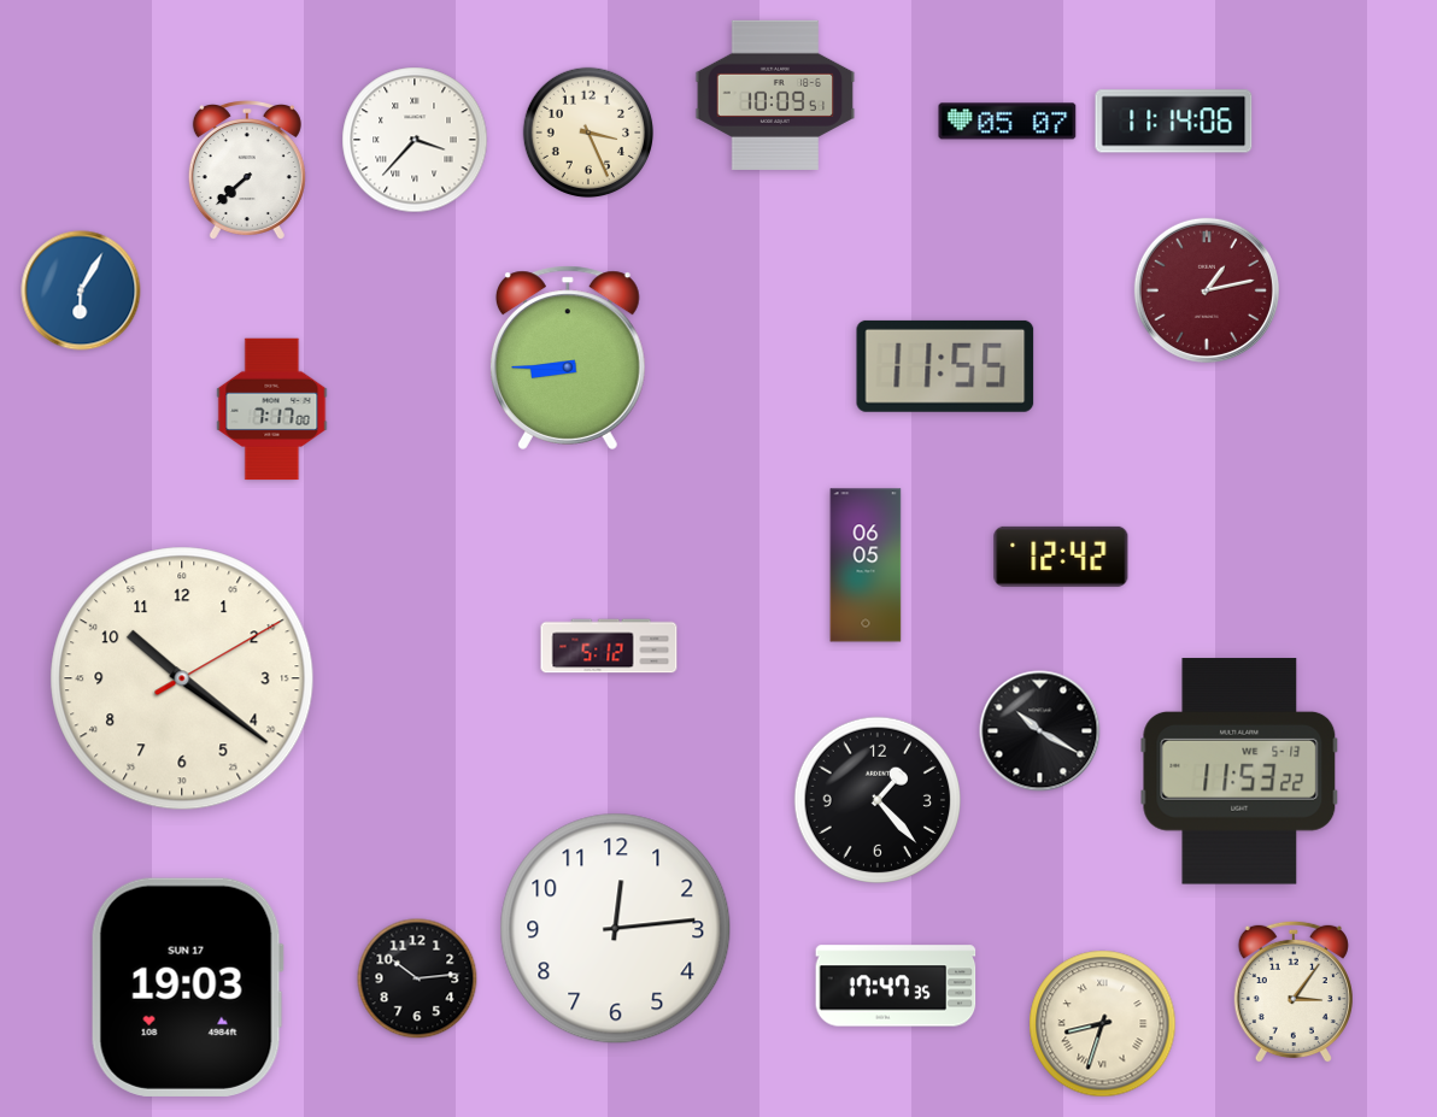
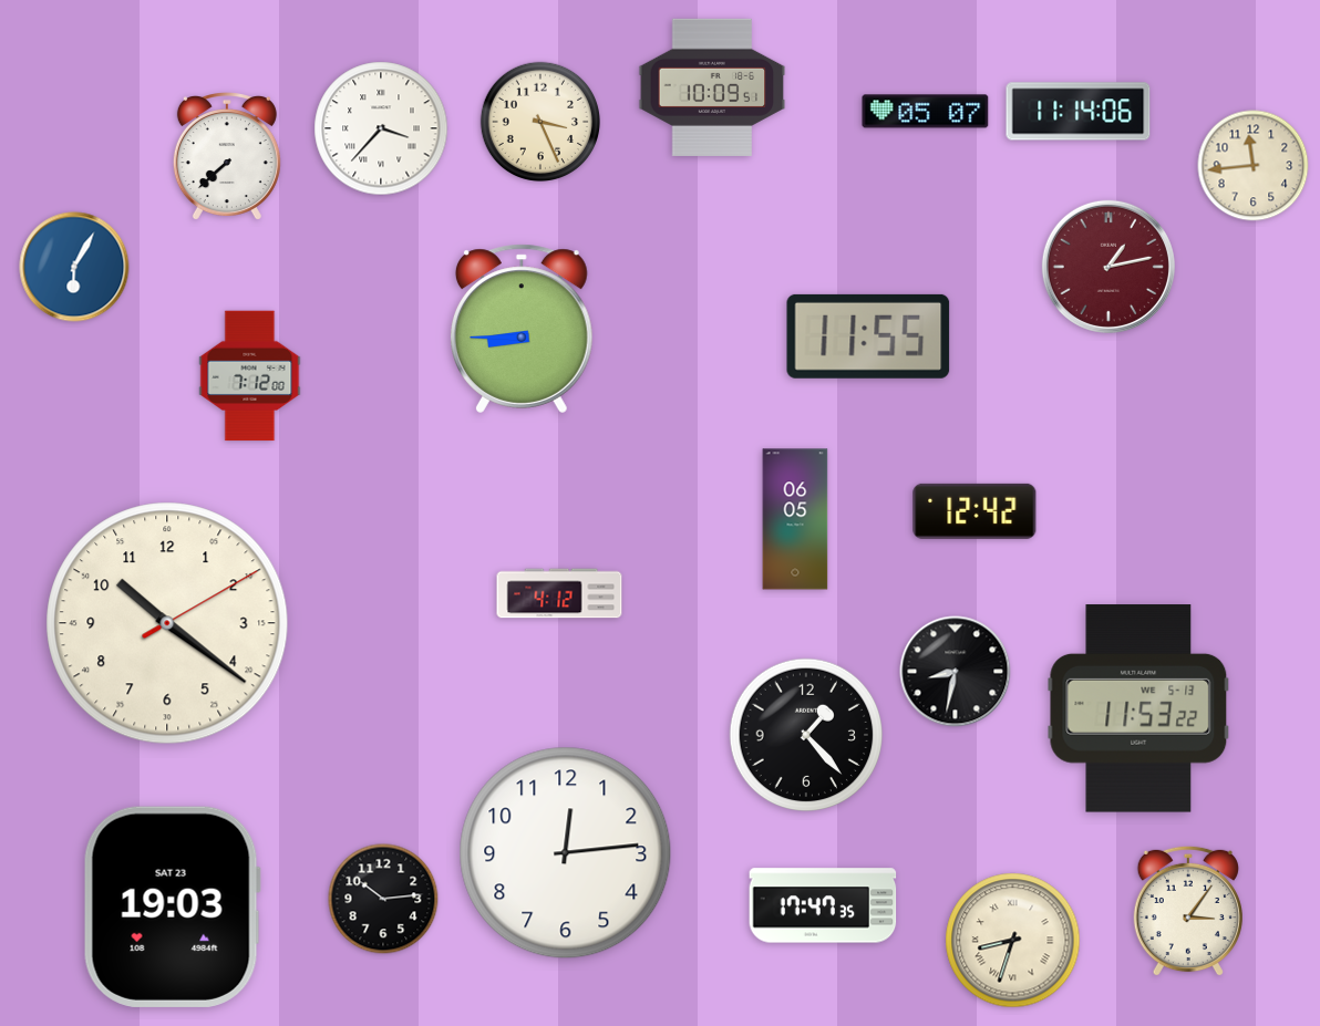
clock at (1254, 166): none -> 11:44
clock at (272, 410): 7:17 -> 7:12
clock at (609, 646): 5:12 -> 4:12
clock at (1040, 731): 10:20 -> 8:32
clock at (187, 987) date: SUN 17 -> SAT 23
